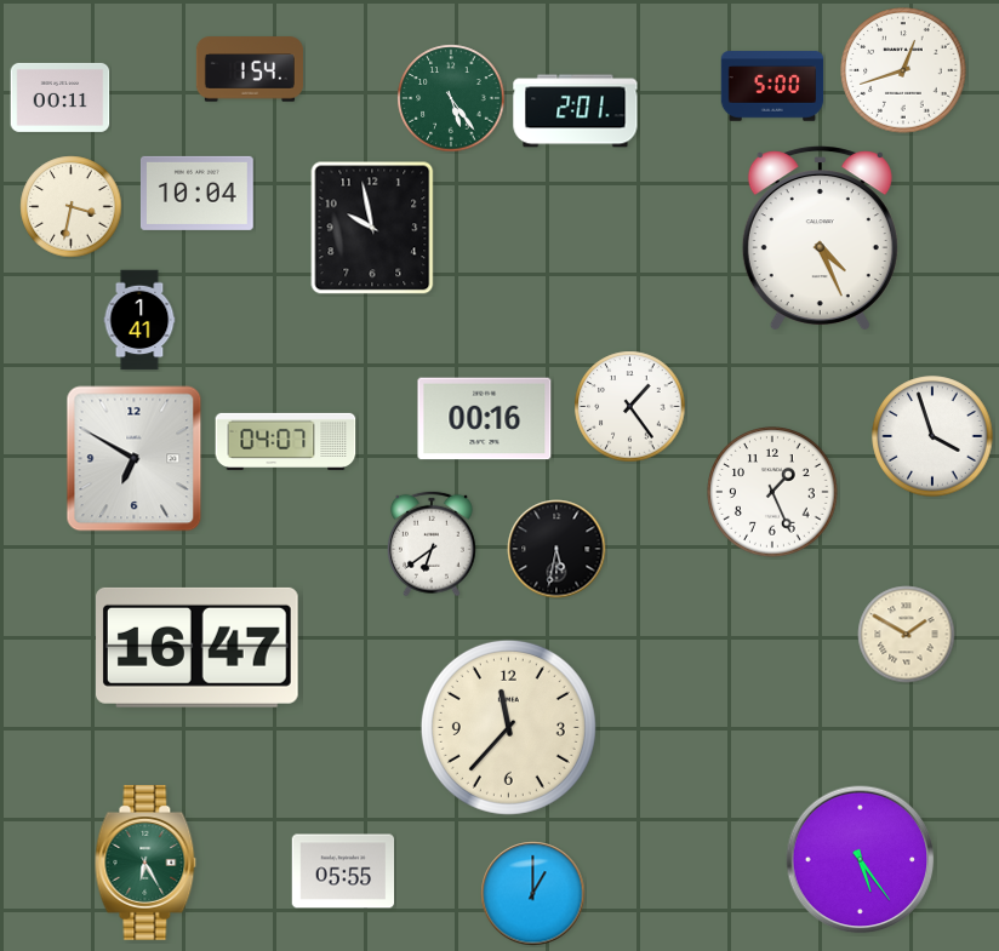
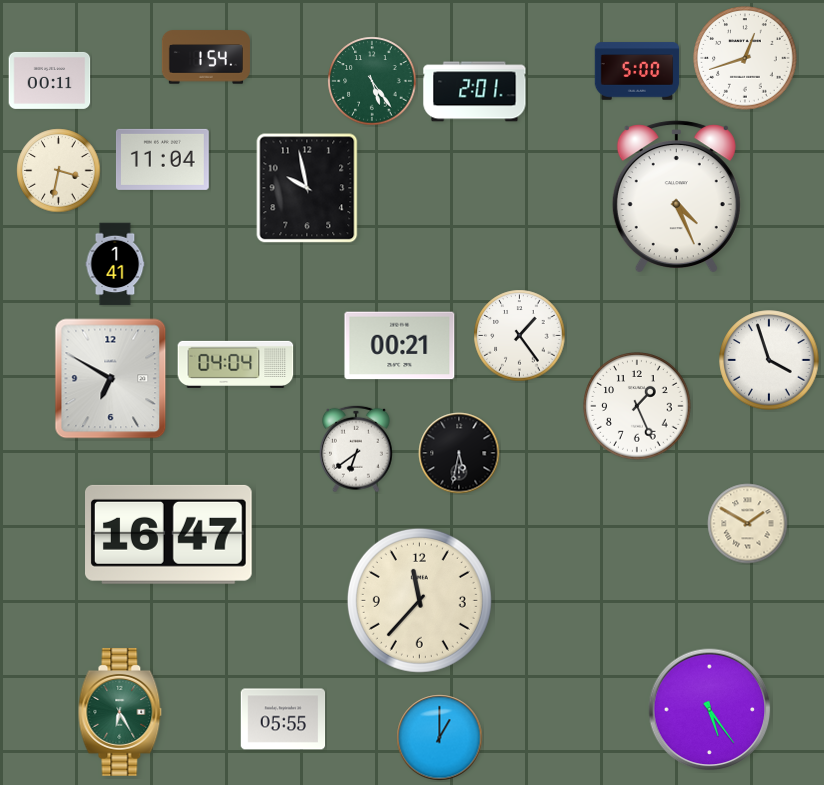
clock at (198, 193): 10:04 -> 11:04
clock at (485, 419): 00:16 -> 00:21
clock at (286, 441): 04:07 -> 04:04
clock at (198, 647) position: (198, 647) -> (169, 534)
